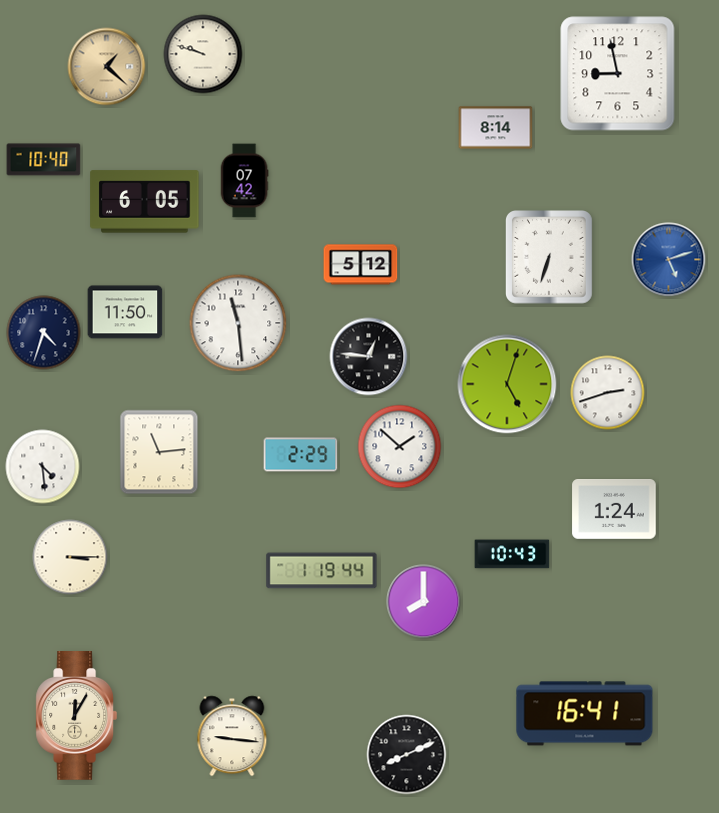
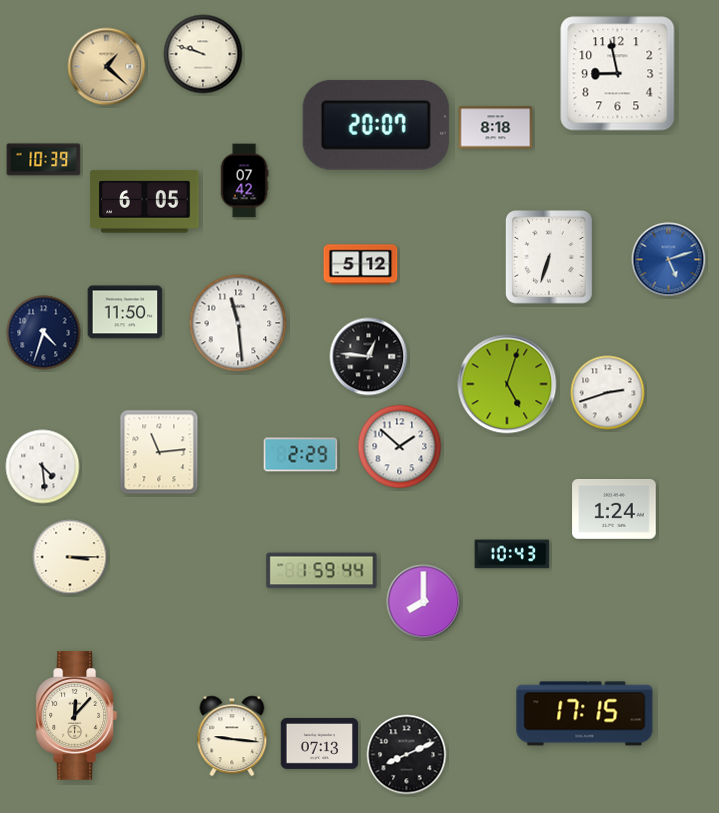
clock at (376, 125): none -> 20:07
clock at (496, 128): 8:14 -> 8:18
clock at (44, 160): 10:40 -> 10:39
clock at (322, 571): 1:19 -> 1:59
clock at (585, 714): 16:41 -> 17:15
clock at (77, 716): 12:05 -> 12:07
clock at (320, 743): none -> 07:13
